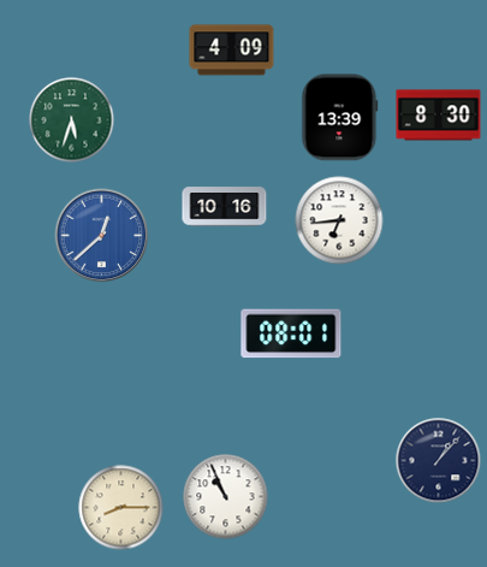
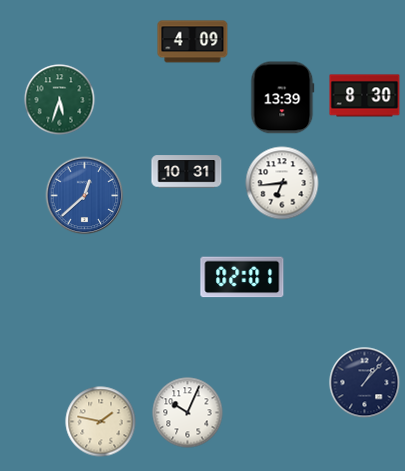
clock at (225, 207): 10:16 -> 10:31
clock at (291, 333): 08:01 -> 02:01
clock at (226, 497): 10:56 -> 10:04
clock at (121, 508): 8:15 -> 1:47
